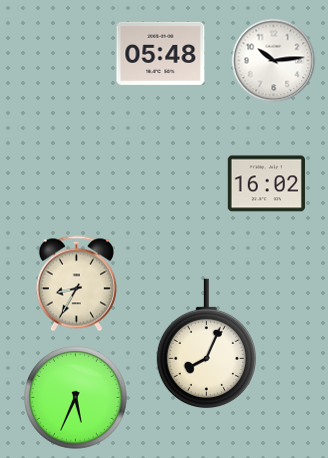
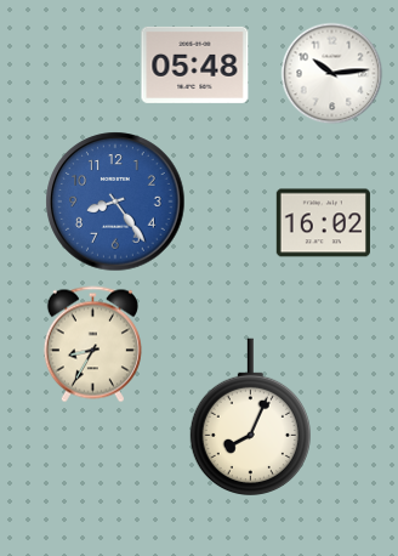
clock at (115, 202): none -> 8:24
clock at (76, 398): 5:34 -> none
